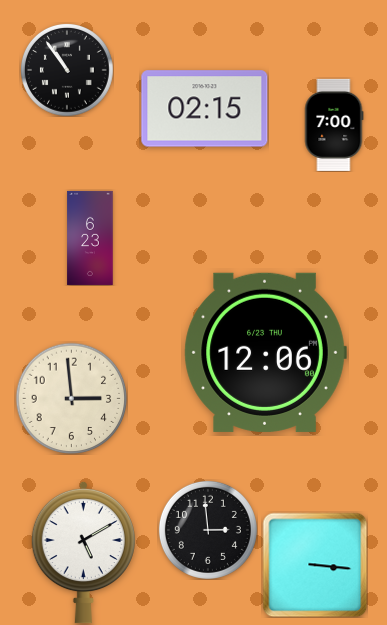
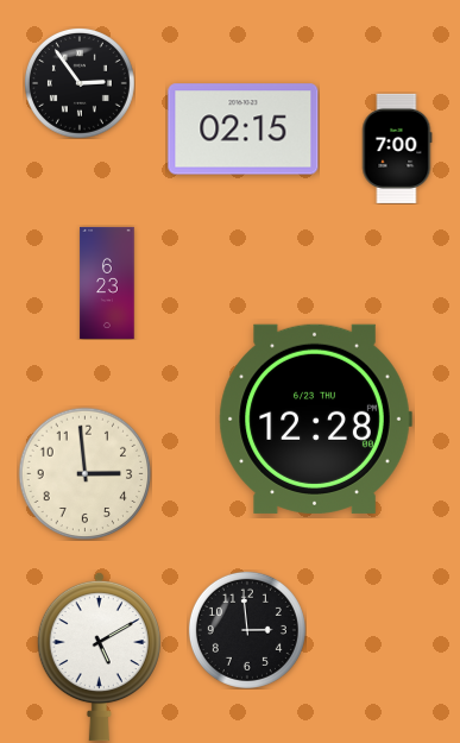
clock at (67, 70): 10:54 -> 2:54
clock at (265, 352): 12:06 -> 12:28
clock at (315, 565): 3:16 -> none
